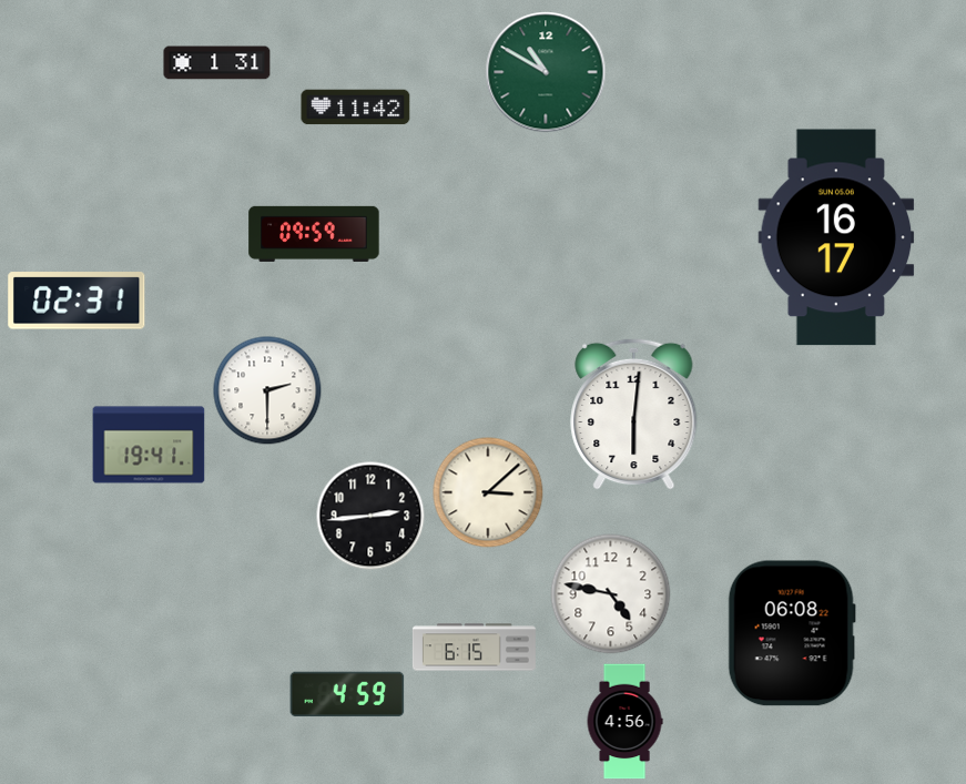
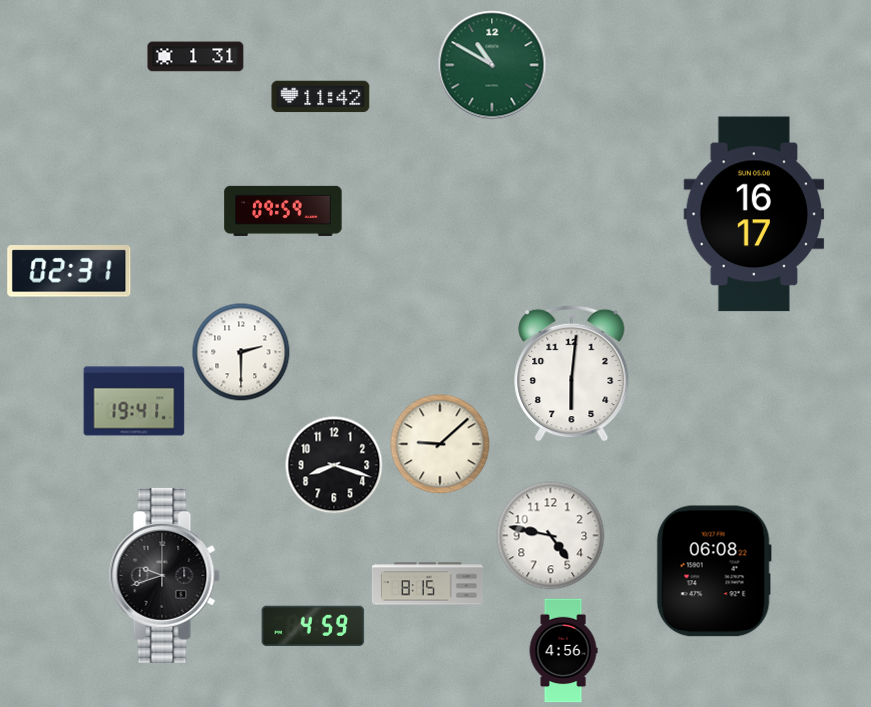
clock at (488, 492): 3:08 -> 9:08
clock at (370, 516): 2:44 -> 8:18
clock at (164, 575): none -> 9:42
clock at (474, 648): 6:15 -> 8:15
